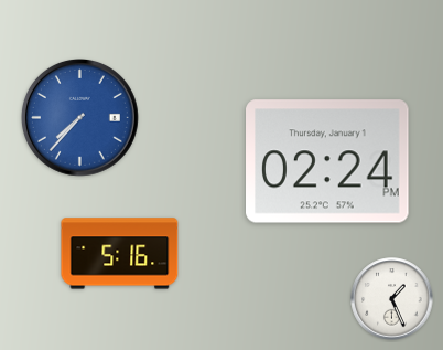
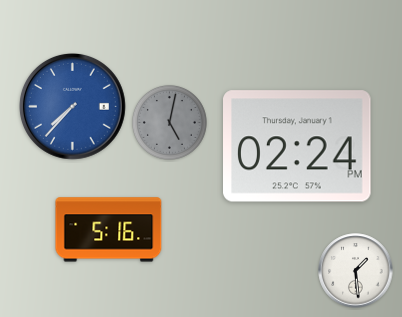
clock at (169, 122): none -> 5:02
clock at (392, 299): 1:26 -> 1:29
